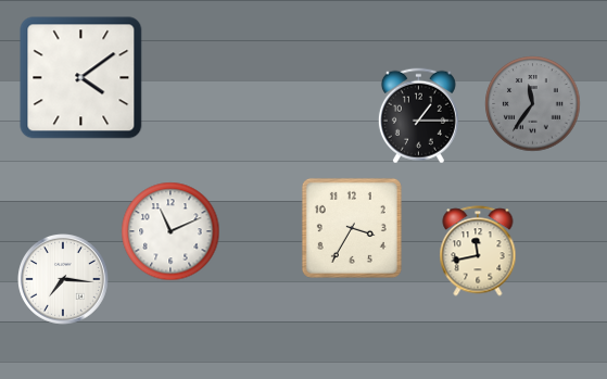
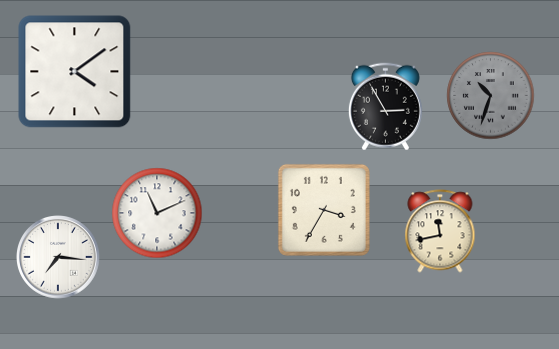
clock at (533, 104): 11:36 -> 10:33
clock at (418, 116): 1:15 -> 2:55
